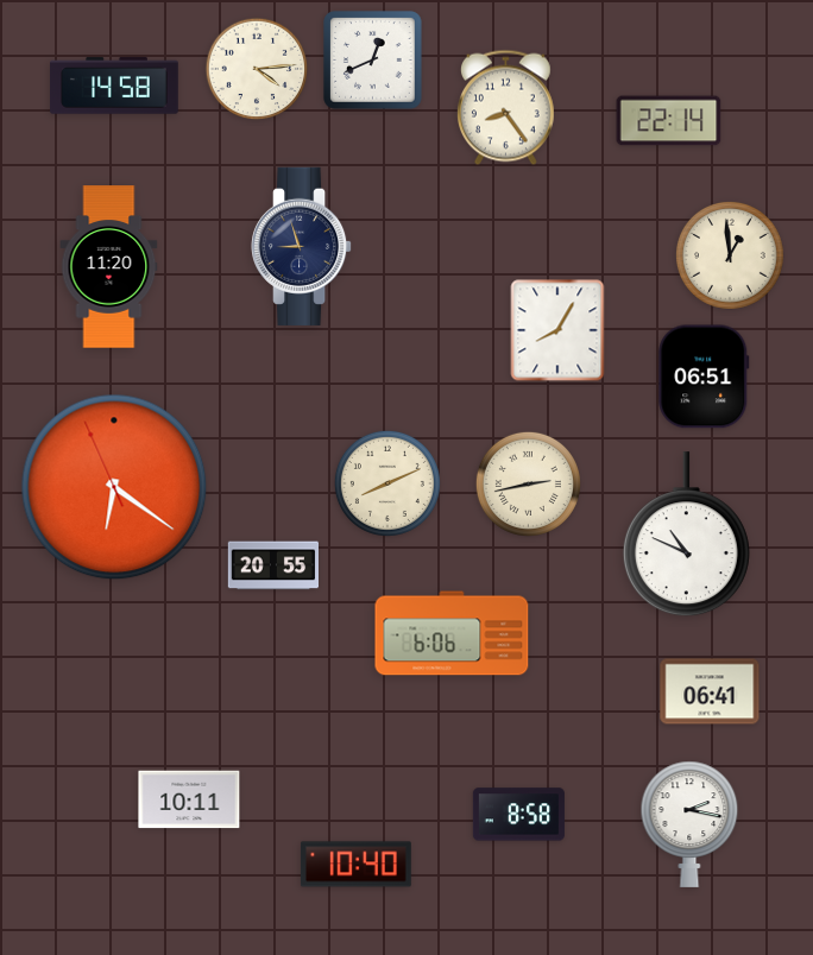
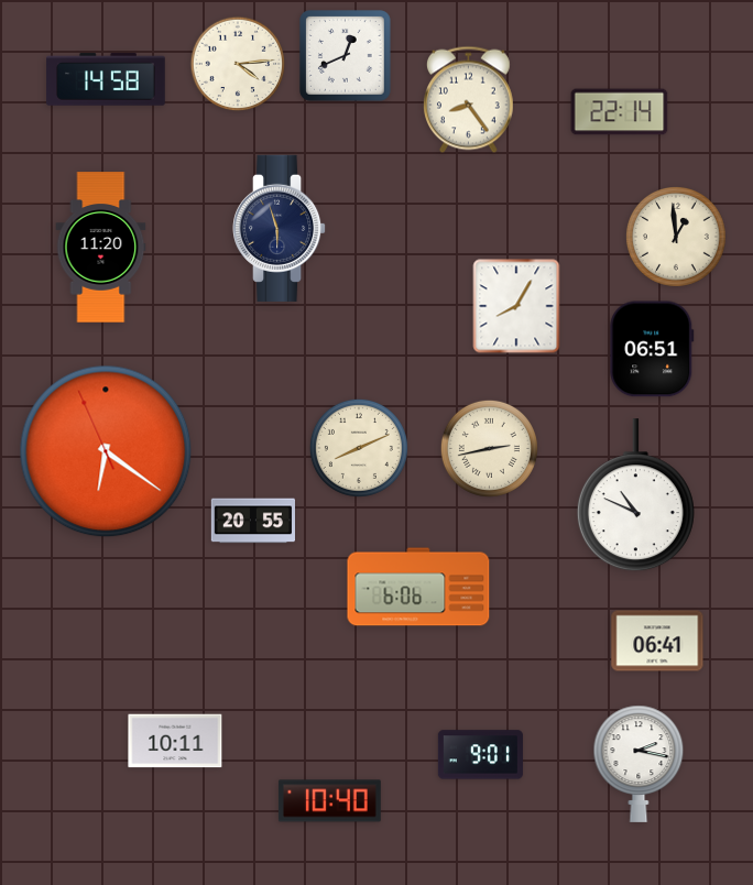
clock at (303, 246): 8:57 -> 5:57
clock at (273, 565) position: (273, 565) -> (253, 521)
clock at (518, 815): 8:58 -> 9:01
